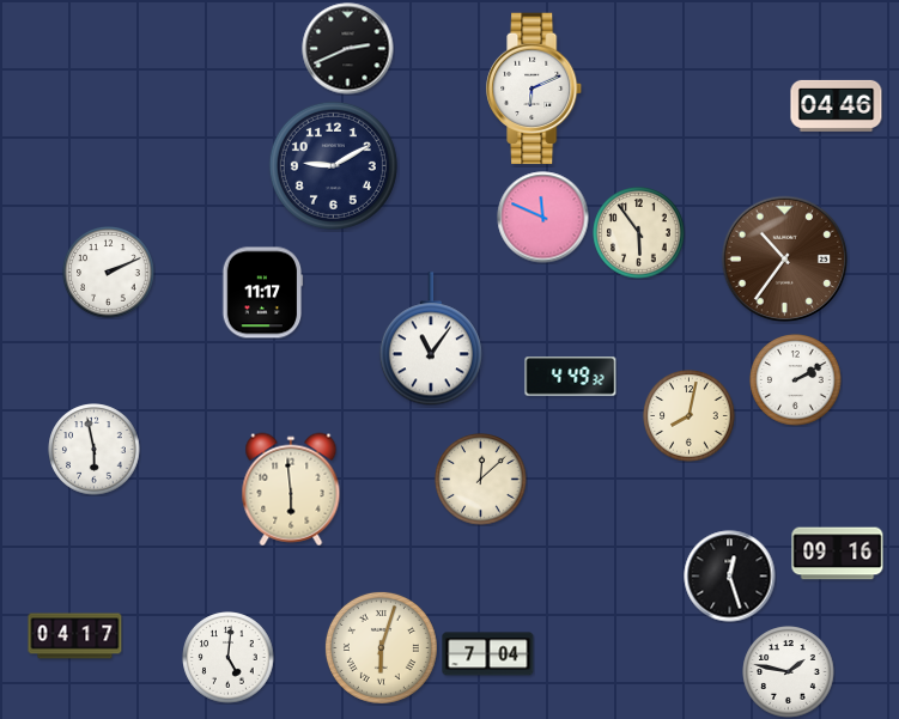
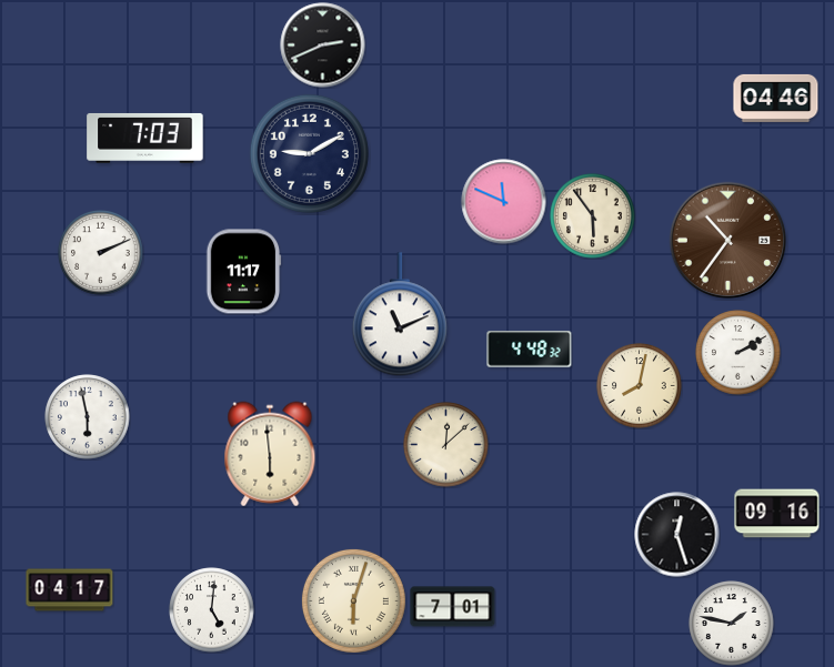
clock at (535, 89): 6:11 -> none
clock at (145, 138): none -> 7:03
clock at (431, 340): 11:06 -> 11:11
clock at (571, 377): 4:49 -> 4:48
clock at (488, 654): 7:04 -> 7:01
